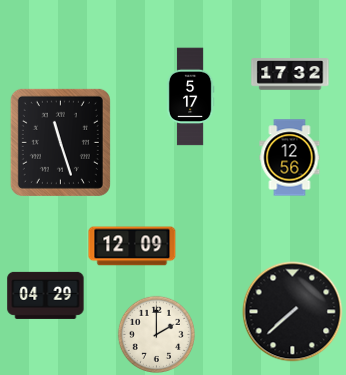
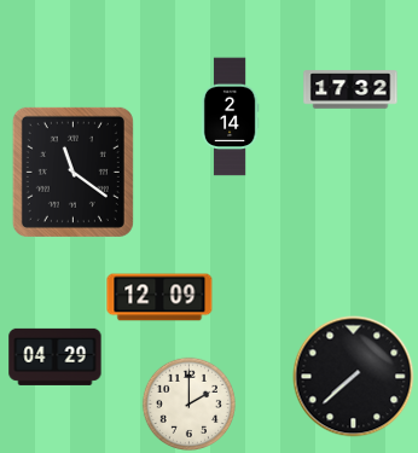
clock at (190, 97): 5:17 -> 2:14
clock at (60, 142): 11:27 -> 11:21
clock at (290, 158): 12:56 -> none
